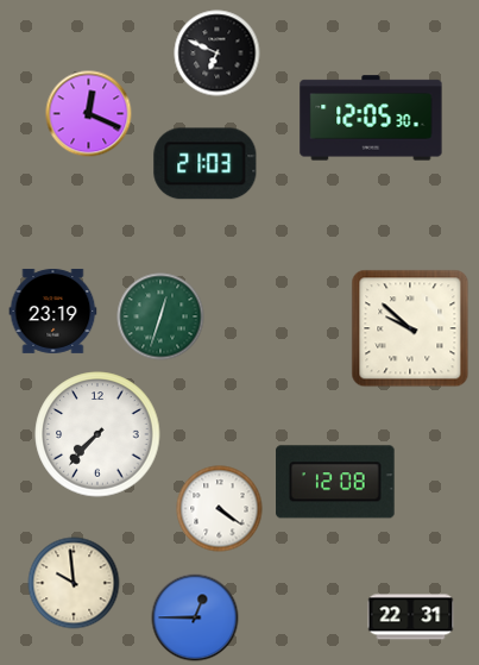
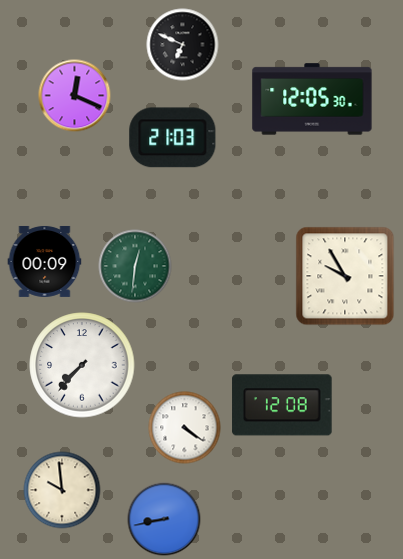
clock at (53, 310): 23:19 -> 00:09
clock at (160, 316): 12:33 -> 12:31
clock at (410, 328): 9:52 -> 9:55
clock at (195, 617): 12:45 -> 8:43
clock at (411, 617): 22:31 -> none
